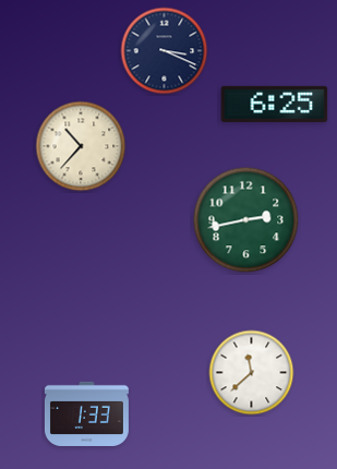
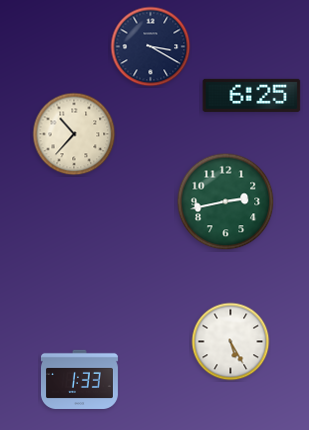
clock at (165, 51): 3:19 -> 3:20
clock at (252, 373): 11:38 -> 5:25
